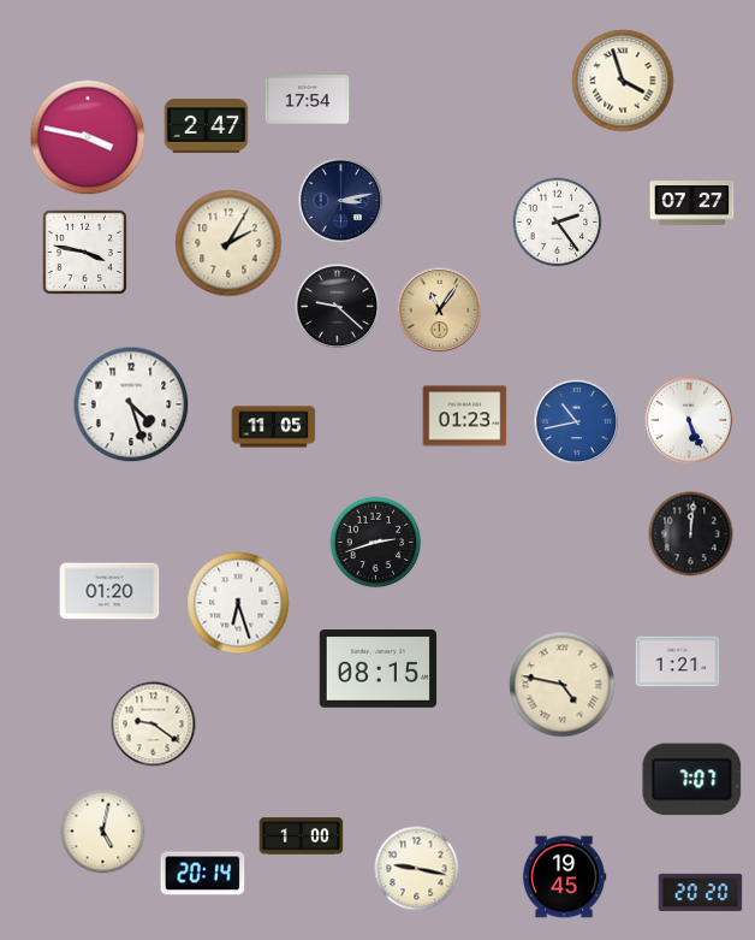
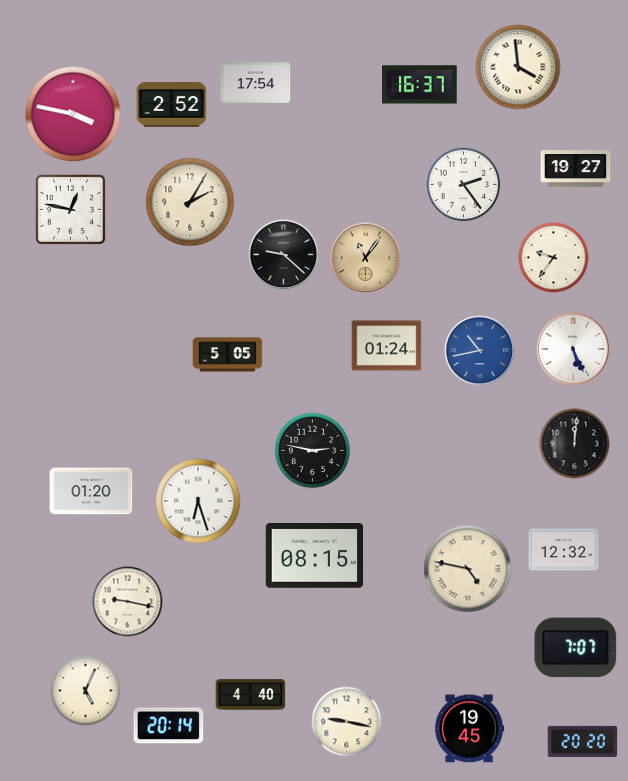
clock at (623, 81): 3:57 -> 3:59
clock at (420, 85): none -> 16:37
clock at (207, 126): 2:47 -> 2:52
clock at (341, 201): 3:13 -> none
clock at (692, 203): 07:27 -> 19:27
clock at (84, 252): 3:47 -> 12:47
clock at (338, 307) position: (338, 307) -> (284, 255)
clock at (554, 258): none -> 9:36
clock at (131, 404): 4:27 -> none
clock at (465, 416): 01:23 -> 01:24
clock at (274, 427): 11:05 -> 5:05
clock at (376, 543): 2:42 -> 2:47
clock at (678, 662): 1:21 -> 12:32
clock at (154, 725): 9:21 -> 9:17
clock at (103, 832): 5:02 -> 5:04
clock at (302, 836): 1:00 -> 4:40
